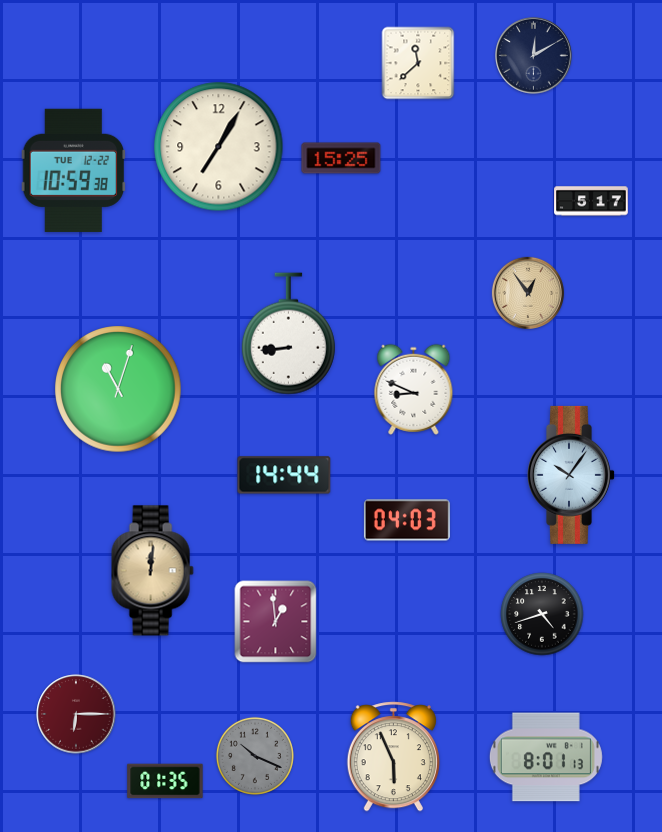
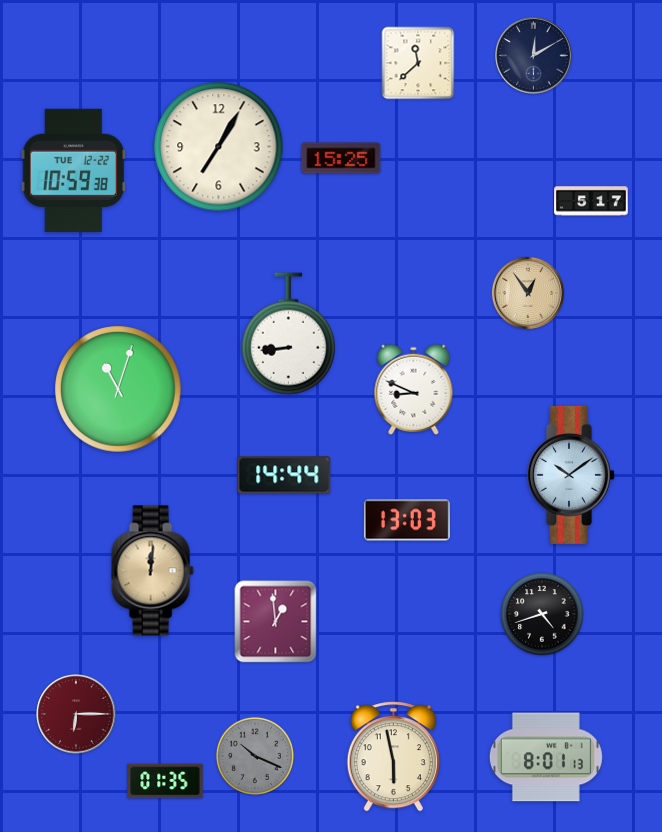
clock at (572, 475): 10:06 -> 10:09
clock at (407, 520): 04:03 -> 13:03
clock at (393, 757): 5:56 -> 5:58
